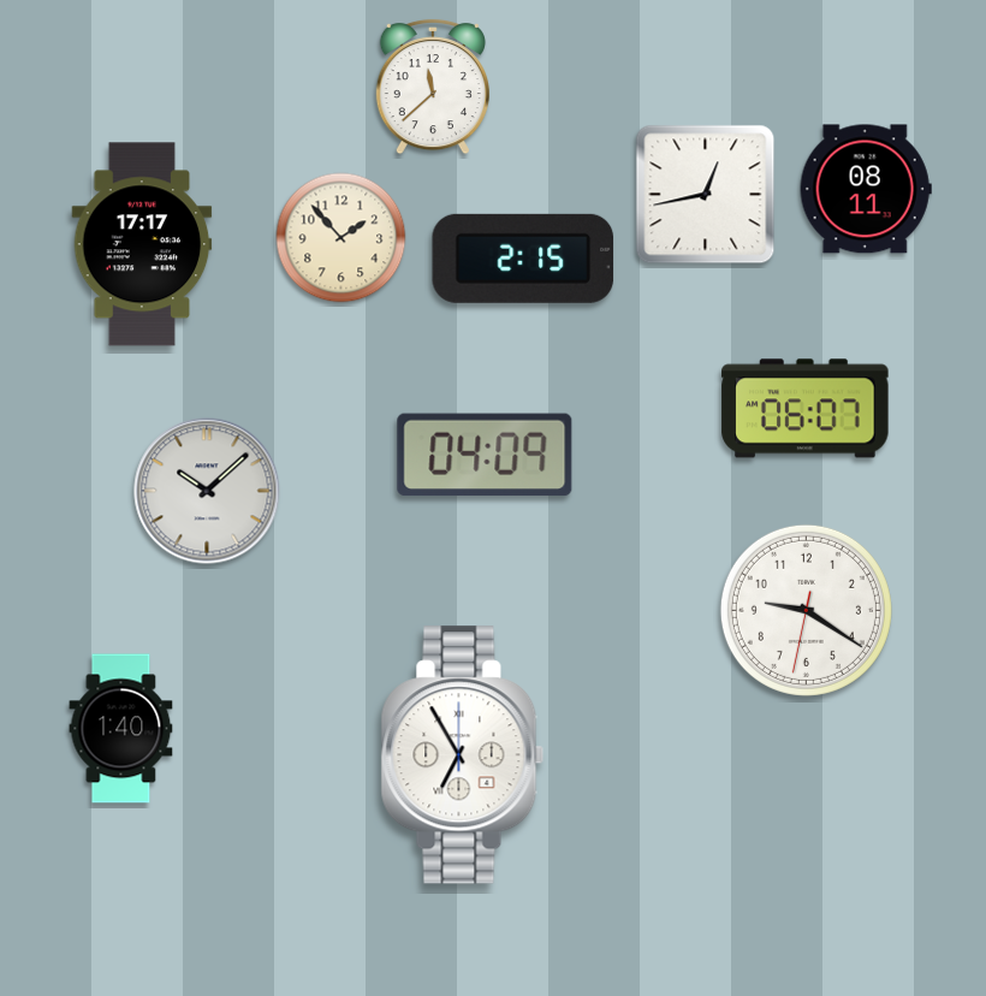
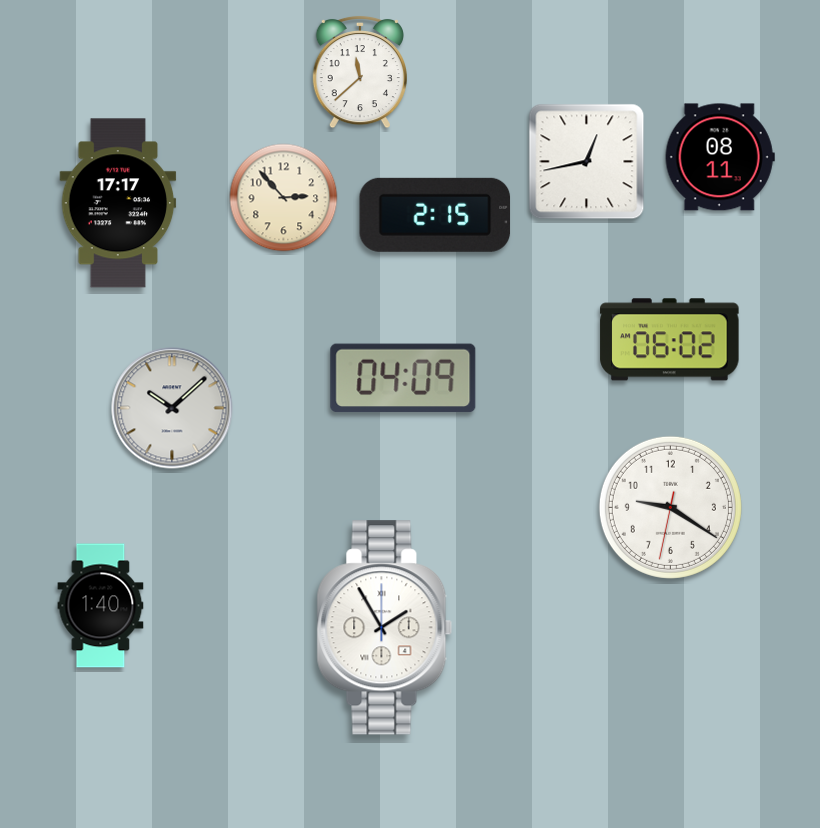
clock at (341, 238): 1:53 -> 2:53
clock at (806, 409): 06:07 -> 06:02
clock at (463, 755): 6:55 -> 1:55
